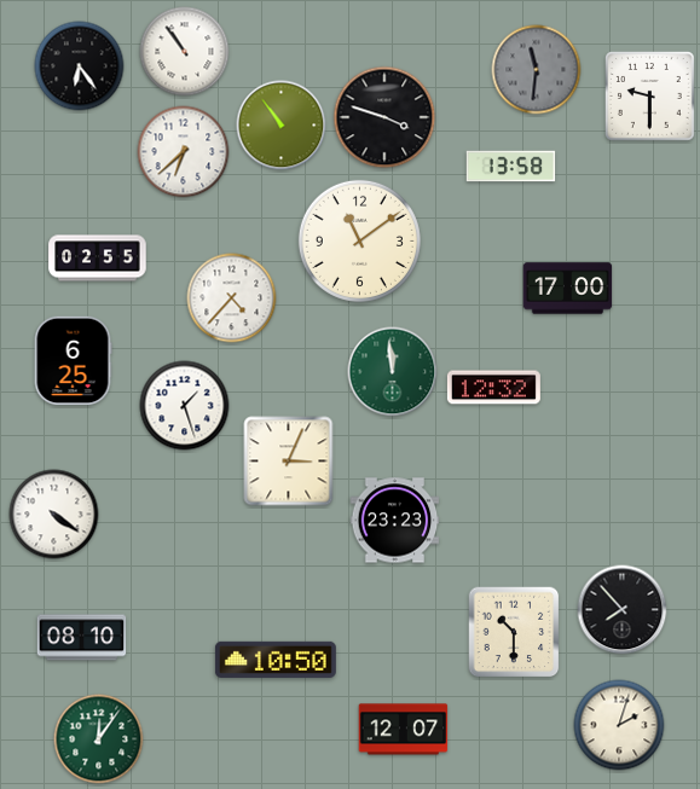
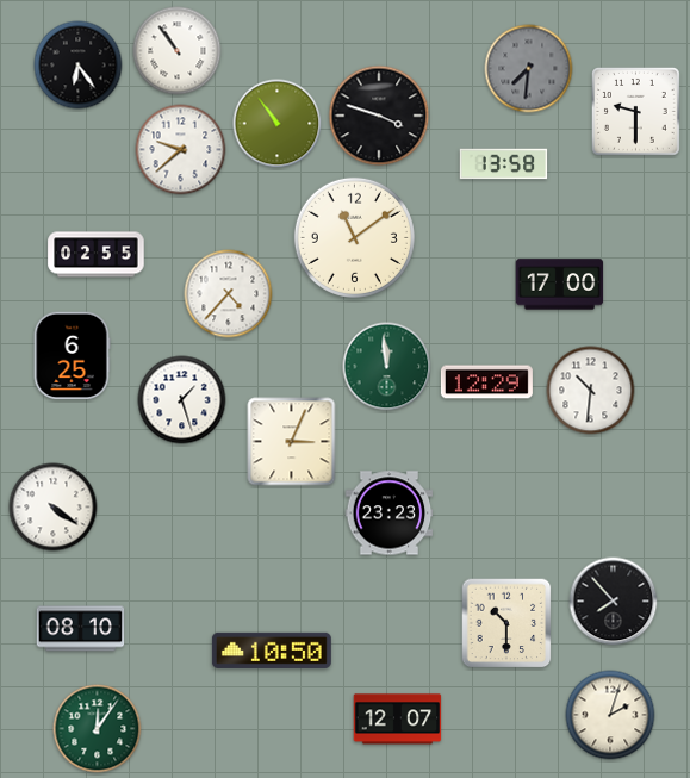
clock at (185, 52) position: (185, 52) -> (178, 51)
clock at (537, 70): 11:31 -> 7:31
clock at (650, 97) position: (650, 97) -> (636, 112)
clock at (184, 152): 6:38 -> 9:38
clock at (493, 388): 12:32 -> 12:29
clock at (591, 391): none -> 10:31
clock at (289, 462) position: (289, 462) -> (292, 442)
